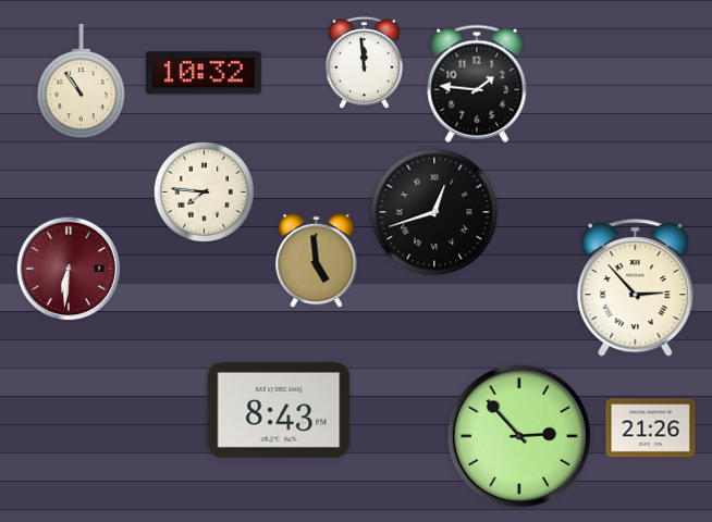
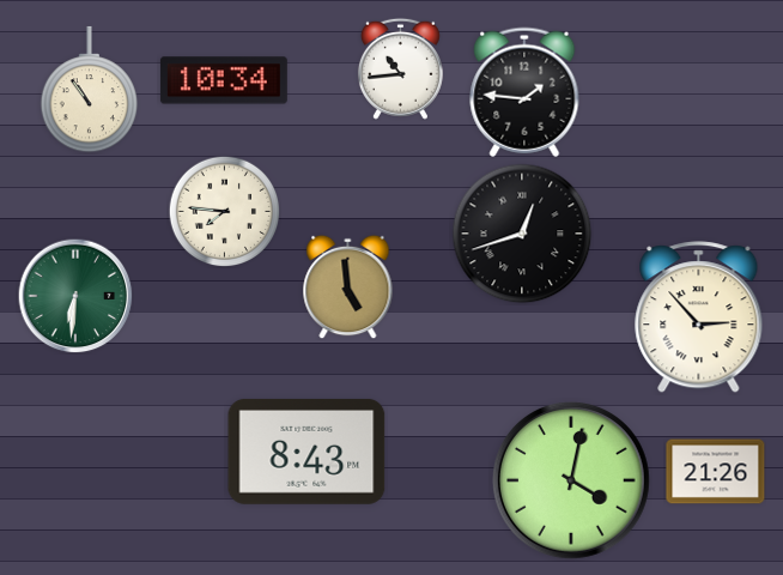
clock at (364, 62): 11:59 -> 10:44
clock at (204, 73): 10:32 -> 10:34
clock at (434, 212) position: (434, 212) -> (522, 234)
clock at (69, 269) dial: burgundy -> green
clock at (520, 437): 2:53 -> 4:02
